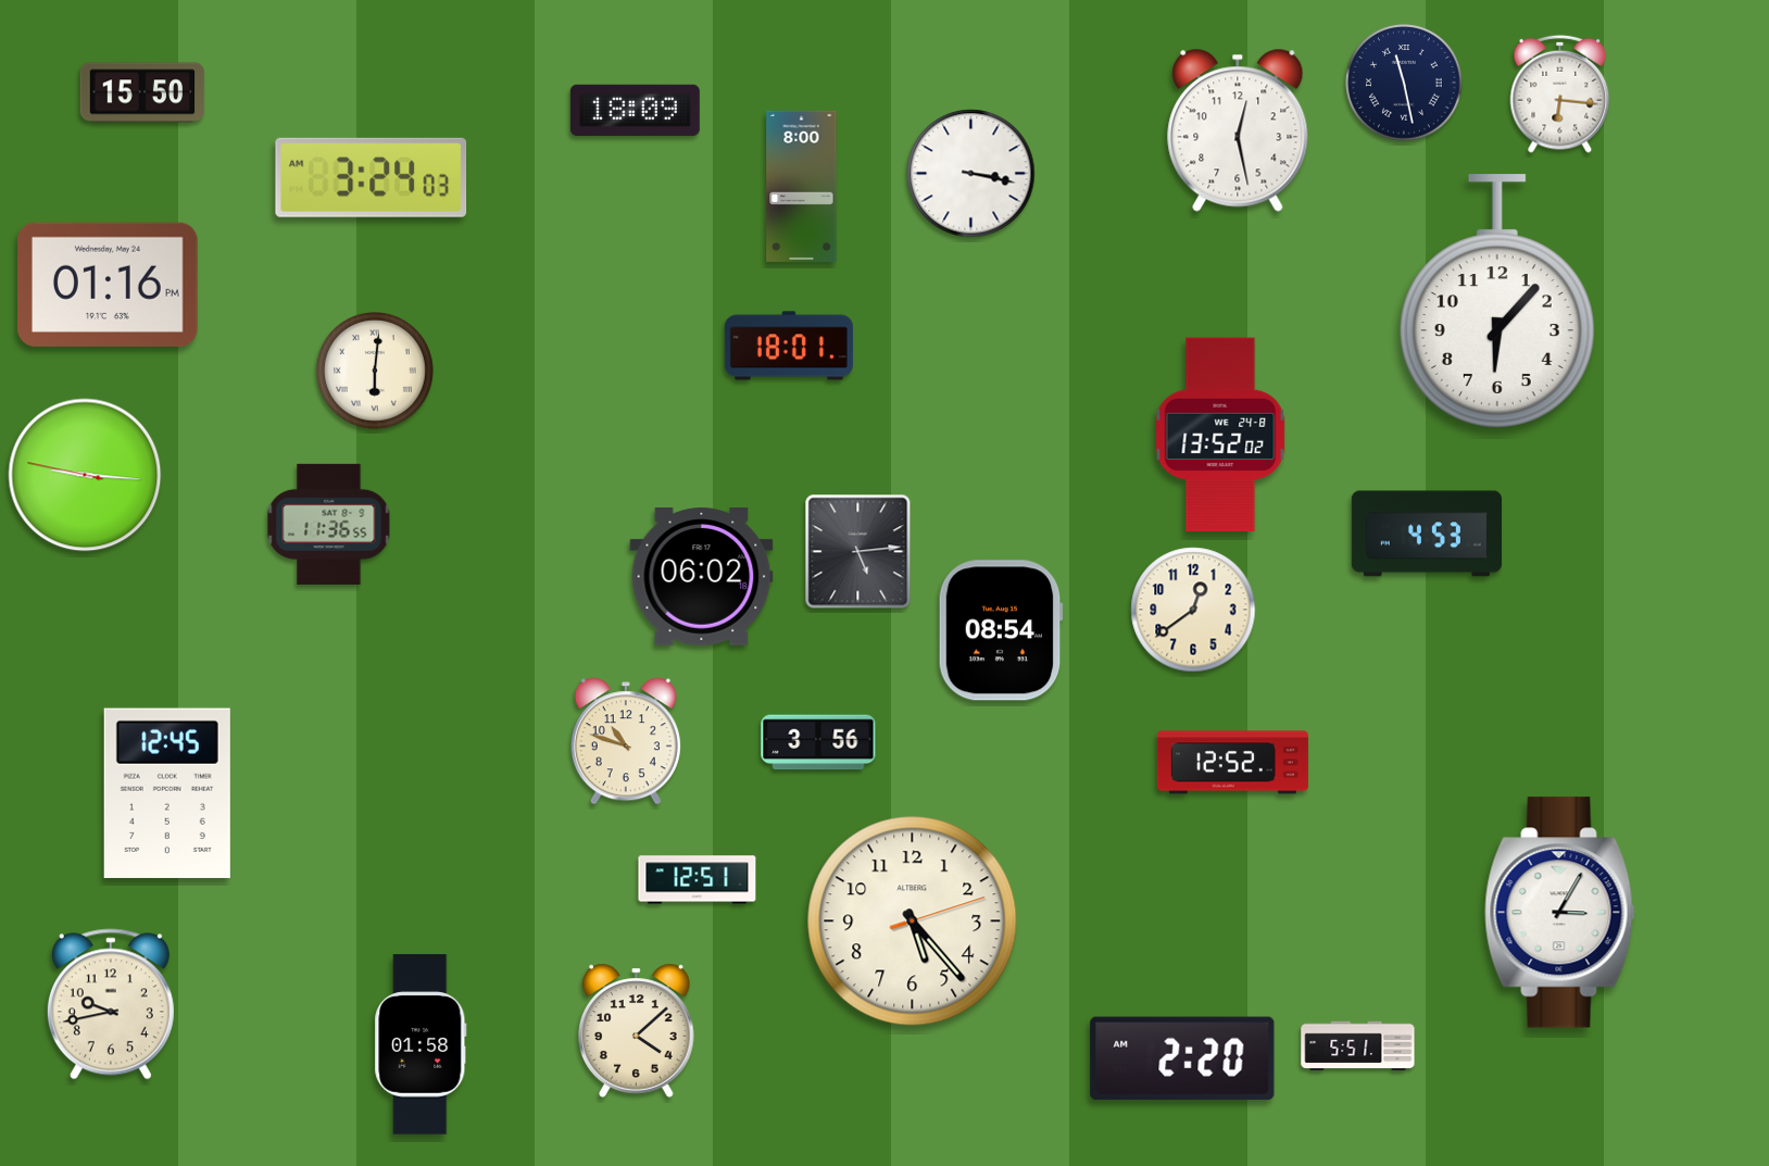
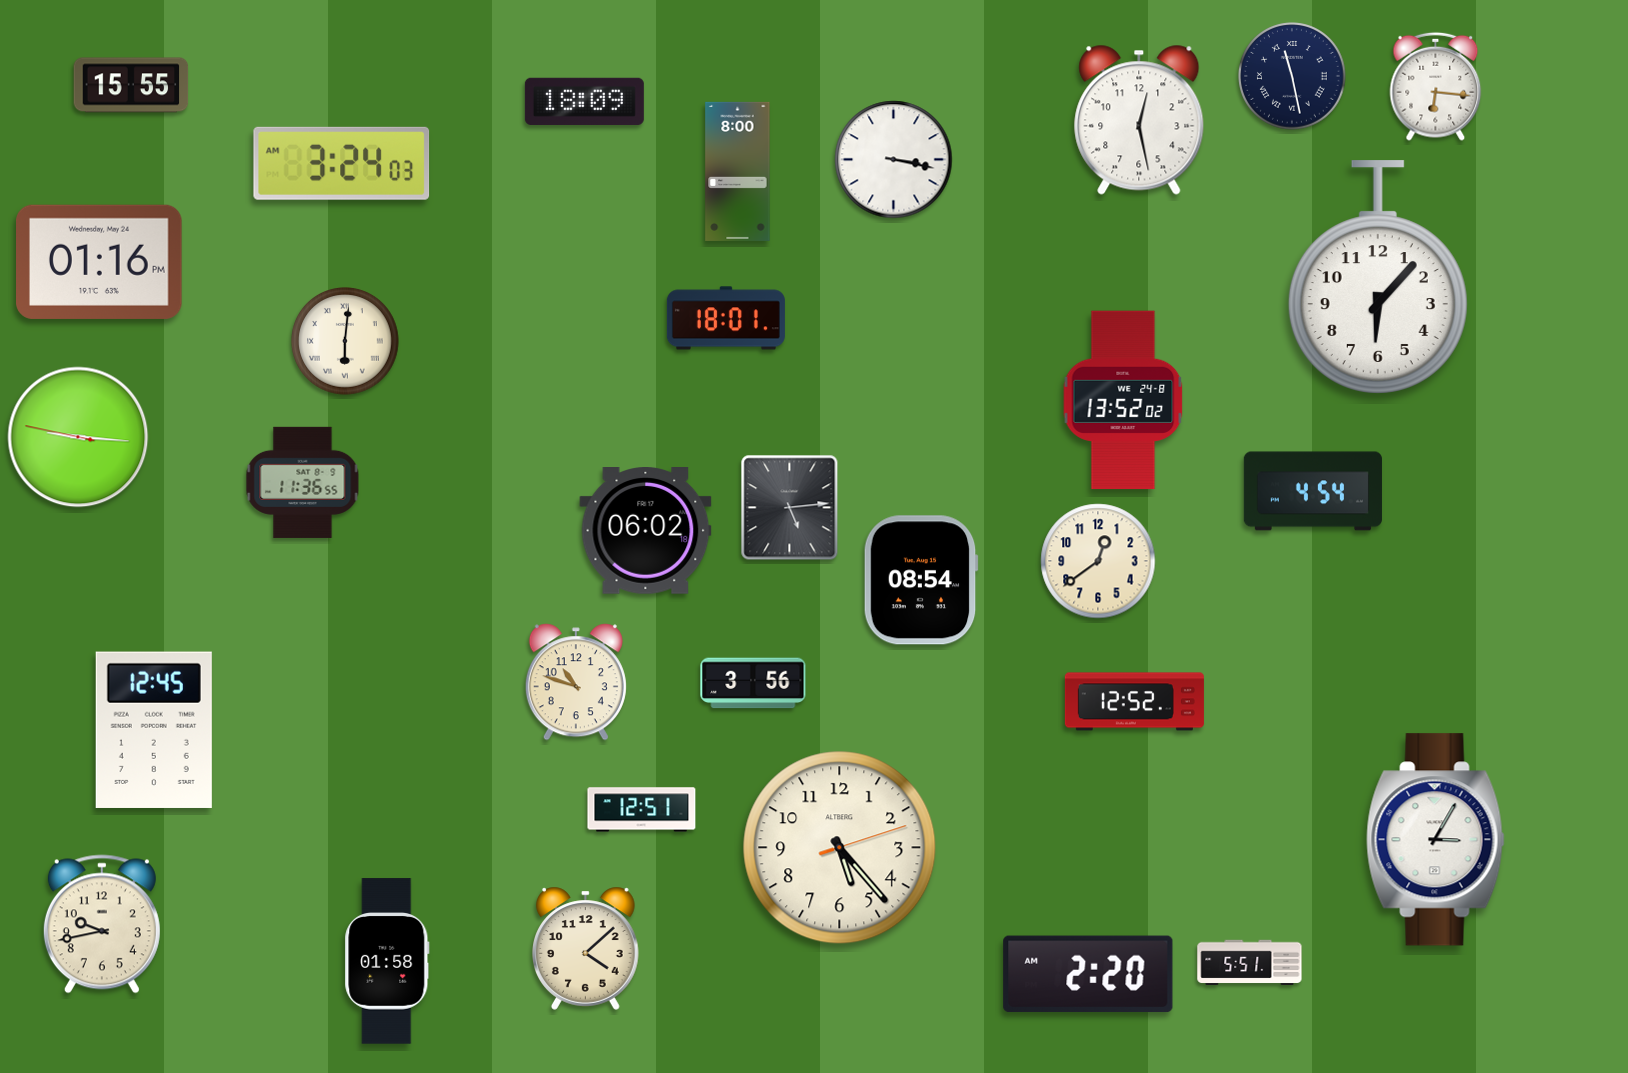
clock at (142, 92): 15:50 -> 15:55
clock at (1427, 534): 4:53 -> 4:54
